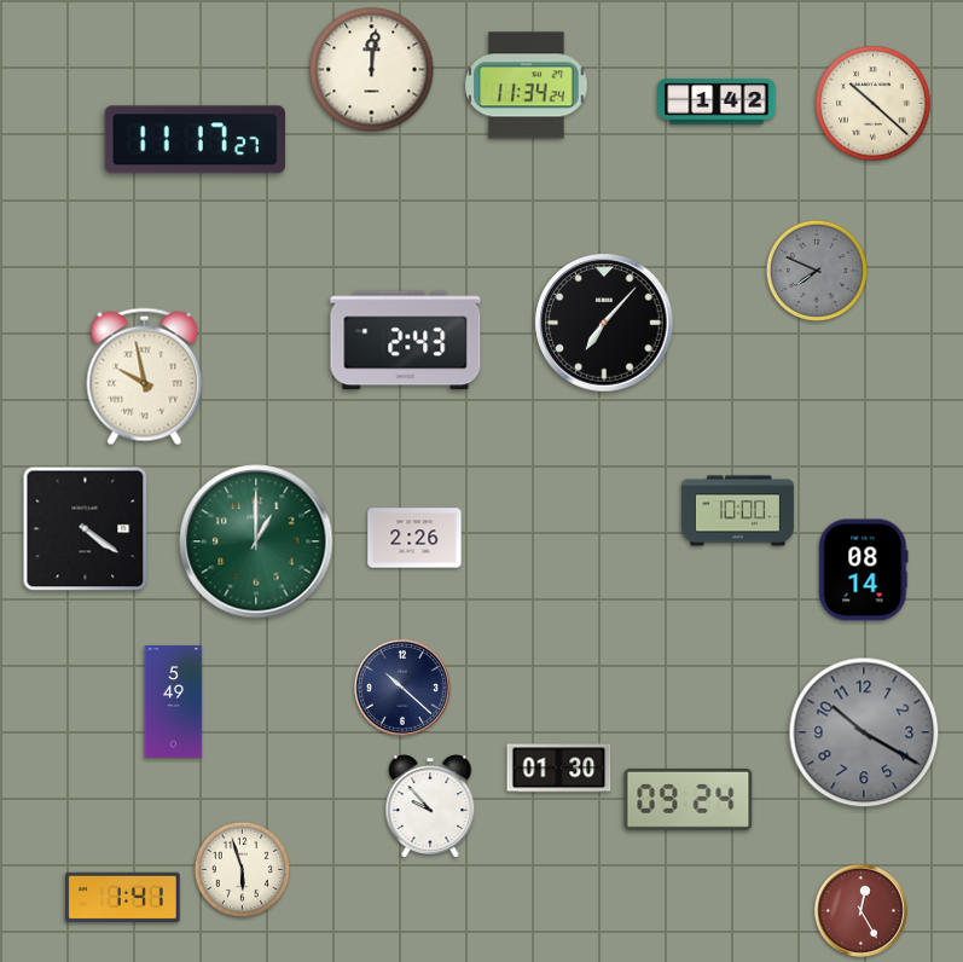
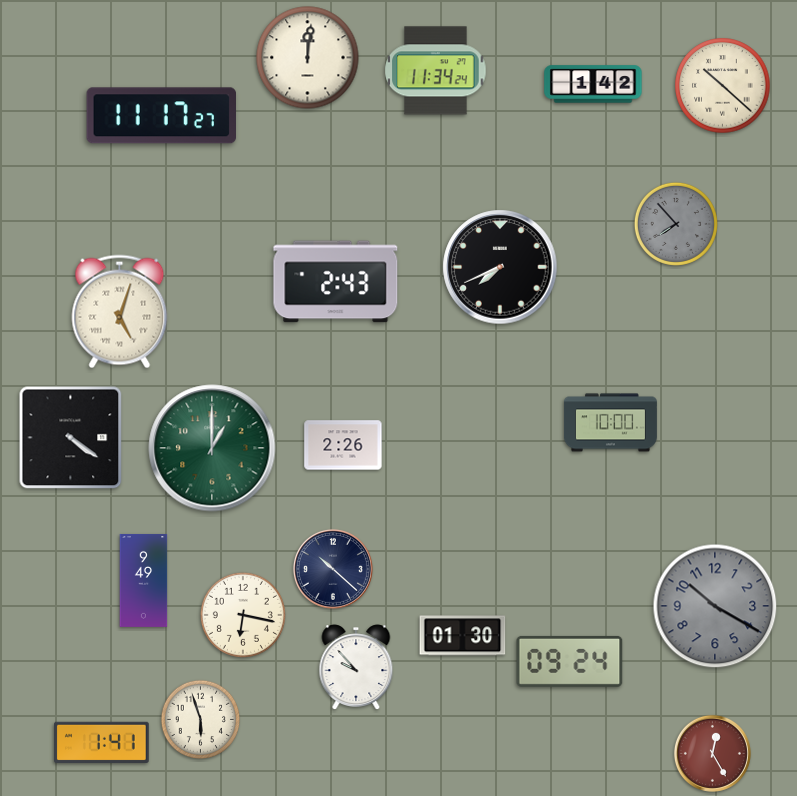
clock at (817, 271): 7:49 -> 7:53
clock at (604, 323): 7:07 -> 7:41
clock at (145, 377): 9:58 -> 5:03
clock at (864, 570): 08:14 -> none
clock at (174, 701): 5:49 -> 9:49
clock at (243, 615): none -> 6:17
